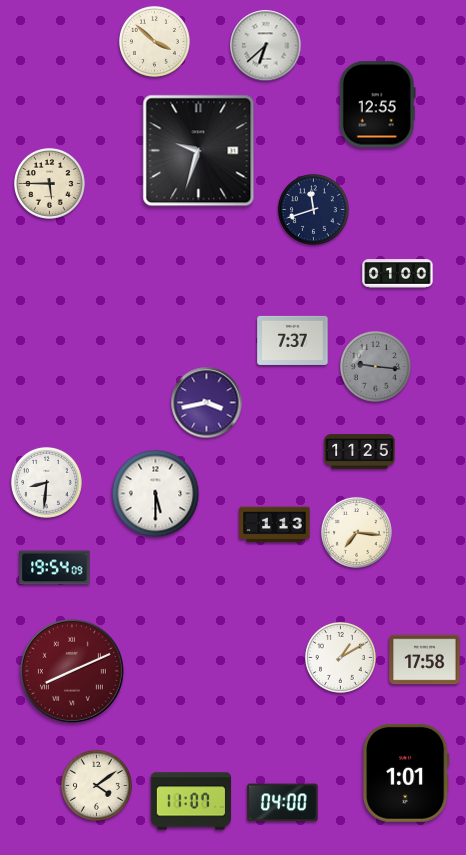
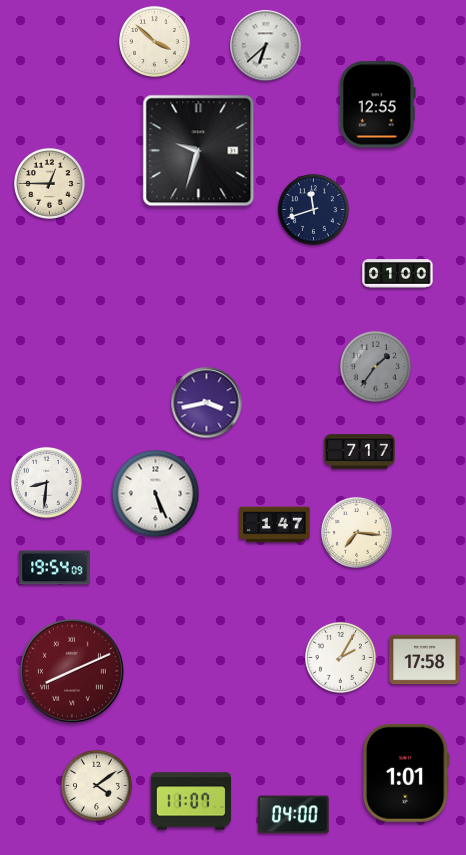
clock at (49, 183): 5:45 -> 12:45
clock at (293, 340): 7:37 -> none
clock at (375, 366): 9:16 -> 1:36
clock at (360, 452): 11:25 -> 7:17
clock at (156, 494): 5:30 -> 5:26
clock at (275, 525): 1:13 -> 1:47
clock at (340, 657): 1:10 -> 2:05
clock at (283, 803) position: (283, 803) -> (294, 815)
